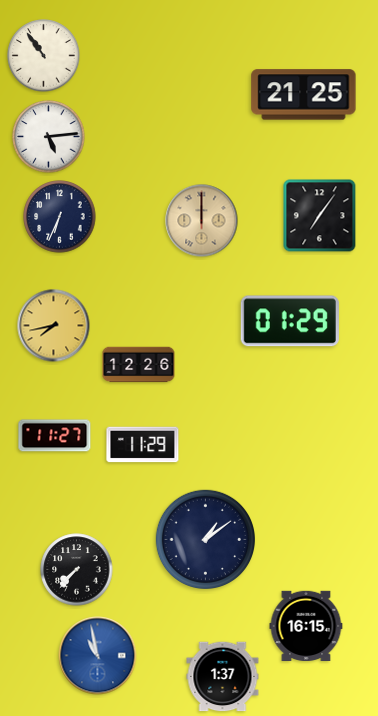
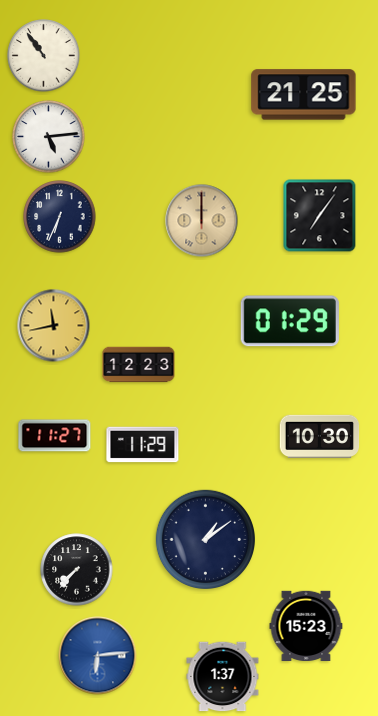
clock at (54, 326): 7:43 -> 11:43
clock at (139, 365): 12:26 -> 12:23
clock at (320, 437): none -> 10:30
clock at (306, 625): 16:15 -> 15:23
clock at (98, 656): 10:58 -> 6:14
